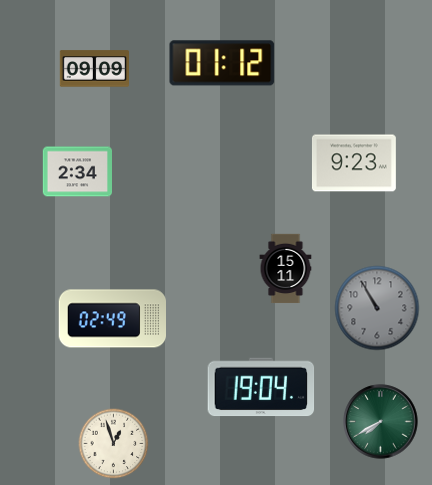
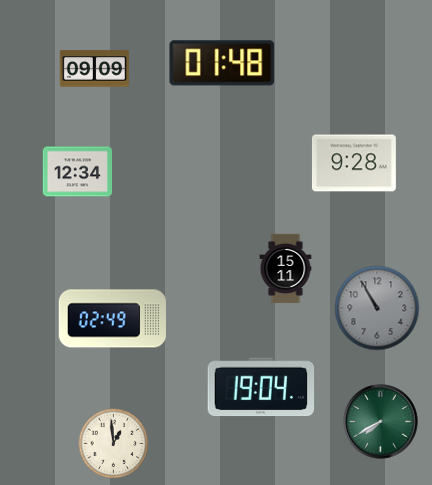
clock at (222, 63): 01:12 -> 01:48
clock at (354, 163): 9:23 -> 9:28
clock at (78, 172): 2:34 -> 12:34
clock at (114, 444): 12:57 -> 12:59
